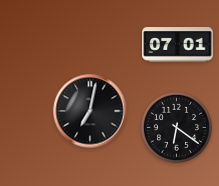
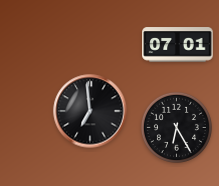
clock at (90, 111): 7:02 -> 6:59
clock at (176, 127): 6:21 -> 6:25
